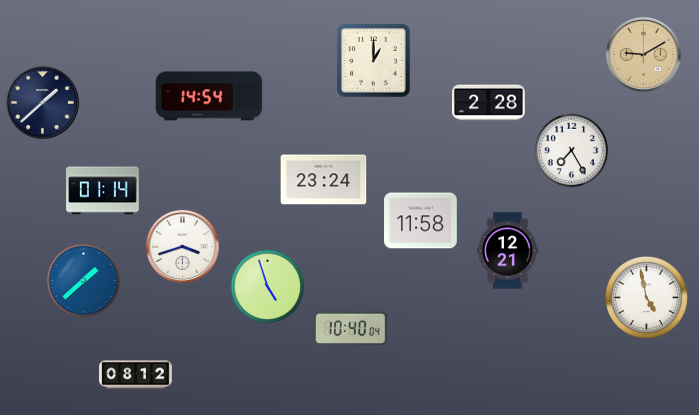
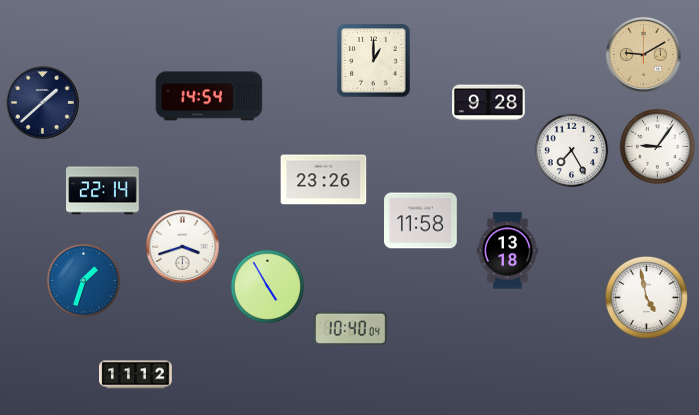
clock at (489, 103): 2:28 -> 9:28
clock at (658, 147): none -> 9:06
clock at (324, 180): 23:24 -> 23:26
clock at (103, 191): 01:14 -> 22:14
clock at (507, 251): 12:21 -> 13:18
clock at (84, 281): 1:38 -> 1:33
clock at (268, 287): 4:57 -> 4:55
clock at (136, 375): 08:12 -> 11:12
